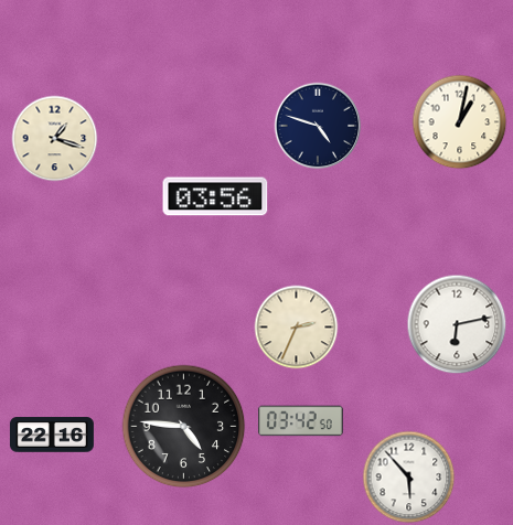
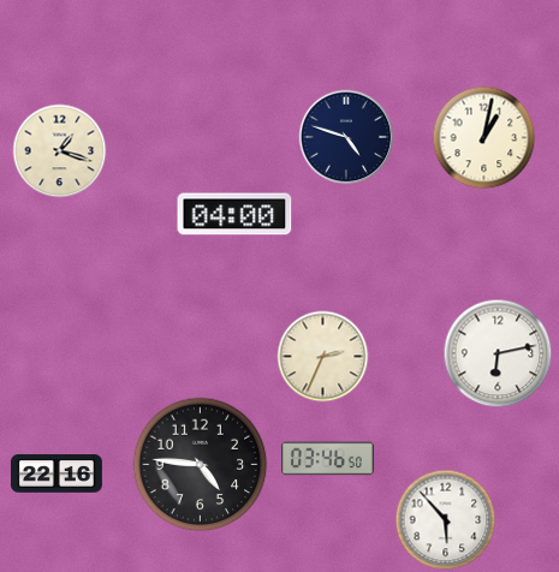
clock at (460, 122) position: (460, 122) -> (484, 138)
clock at (215, 196): 03:56 -> 04:00
clock at (301, 421): 03:42 -> 03:46
